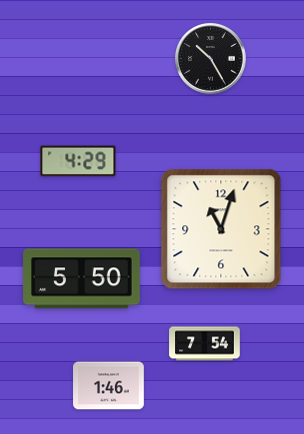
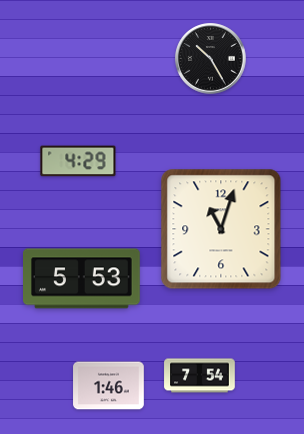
clock at (82, 279): 5:50 -> 5:53
clock at (205, 344) position: (205, 344) -> (200, 376)
